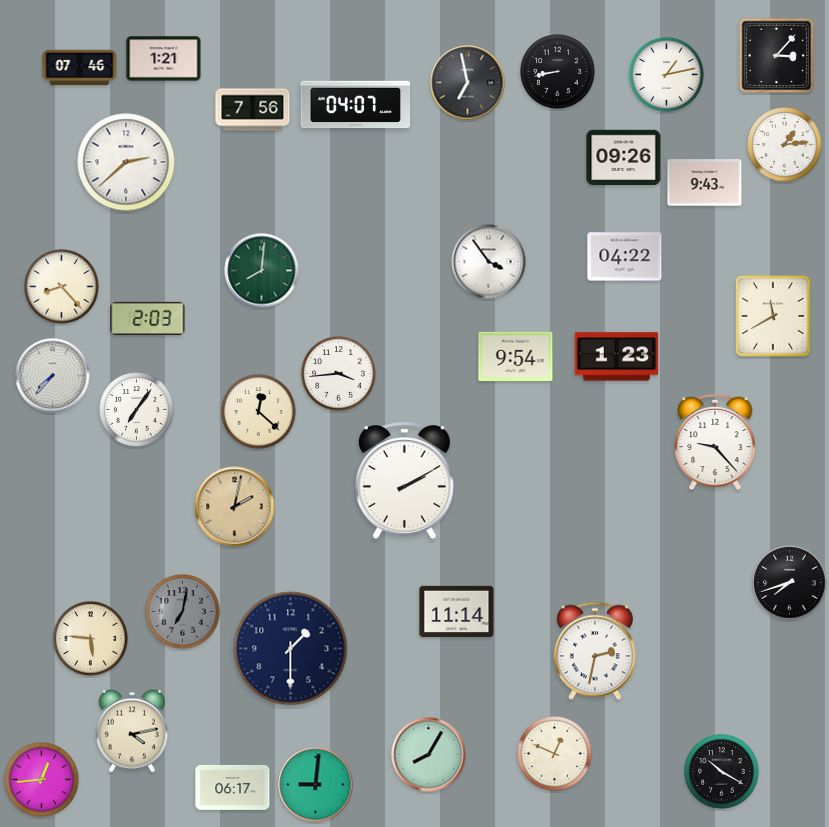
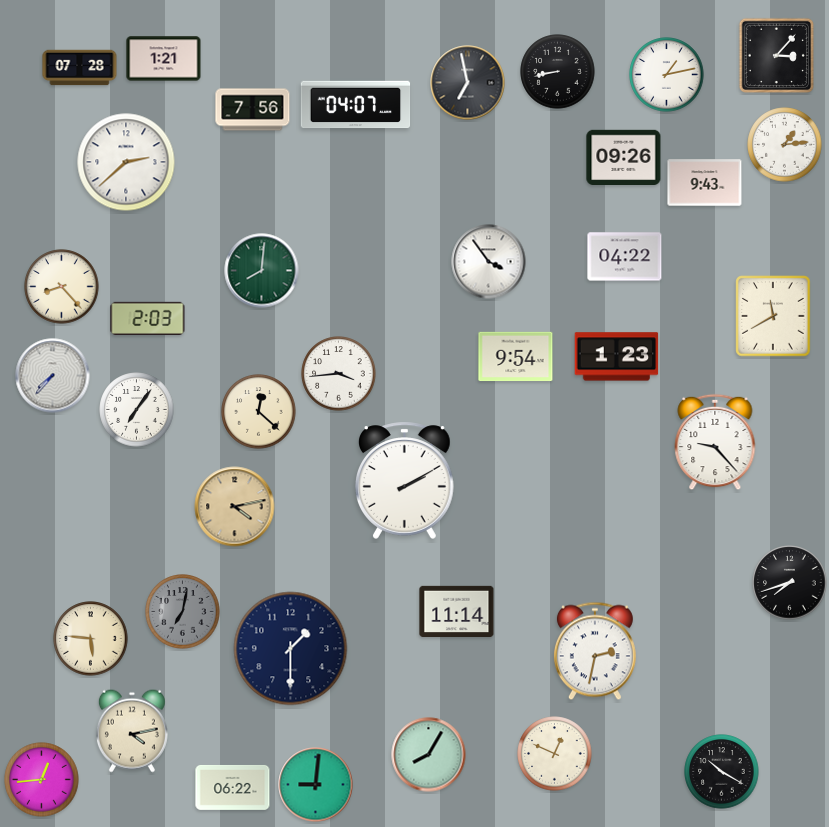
clock at (80, 68): 07:46 -> 07:28
clock at (235, 507): 2:02 -> 4:13
clock at (233, 787): 06:17 -> 06:22
